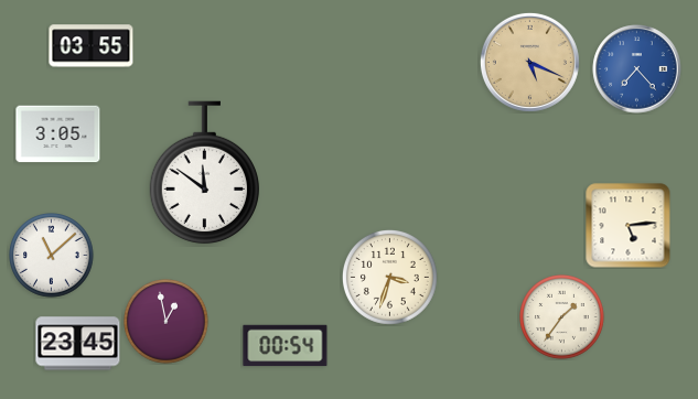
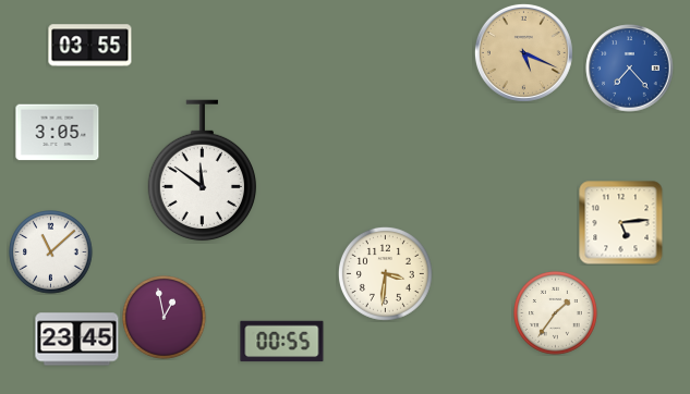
clock at (529, 62) position: (529, 62) -> (523, 52)
clock at (389, 277): 3:33 -> 3:31
clock at (286, 346): 00:54 -> 00:55
